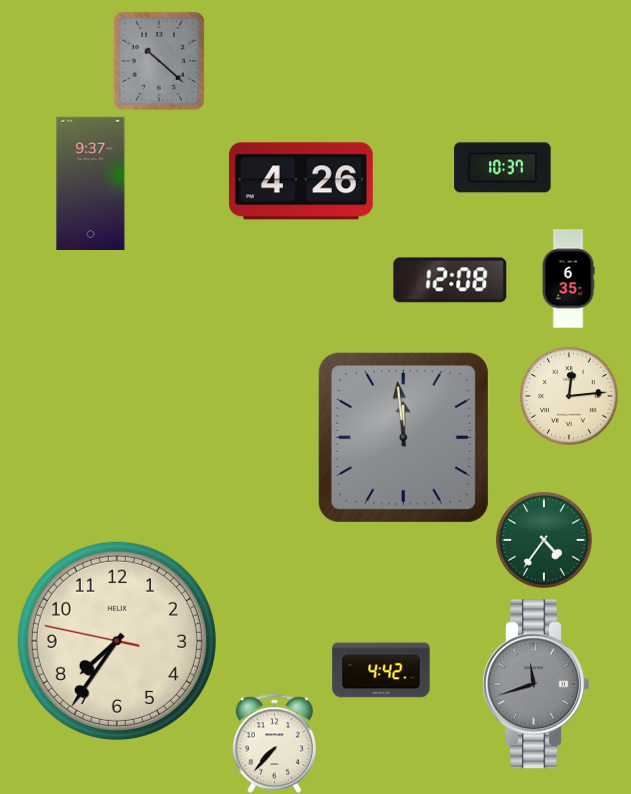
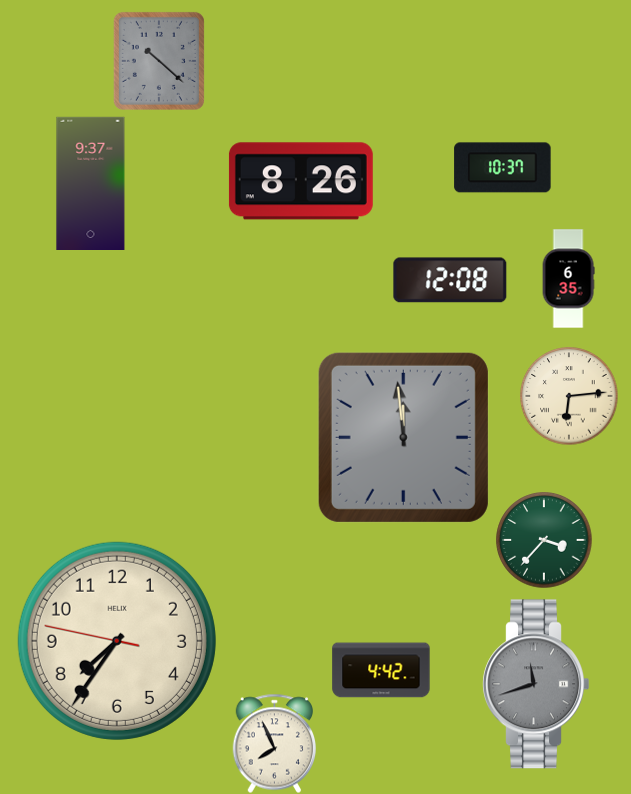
clock at (301, 181): 4:26 -> 8:26
clock at (569, 396): 12:14 -> 6:14
clock at (544, 540): 4:36 -> 3:37
clock at (275, 743): 7:37 -> 7:56
